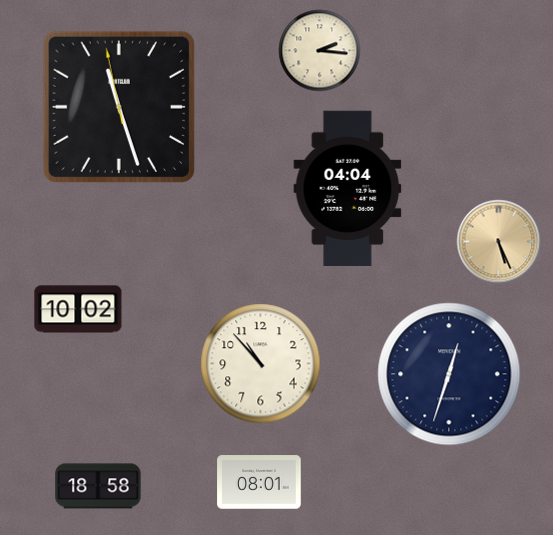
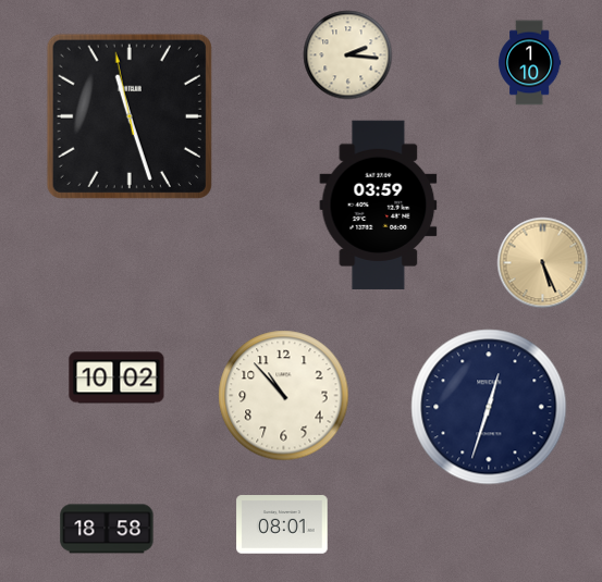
clock at (530, 63): none -> 1:10
clock at (348, 188): 04:04 -> 03:59
clock at (78, 309) position: (78, 309) -> (116, 377)
